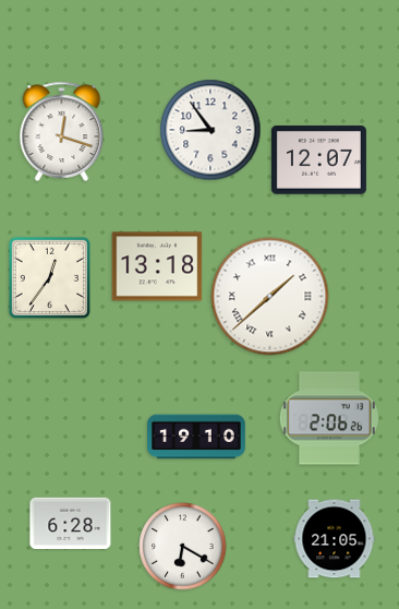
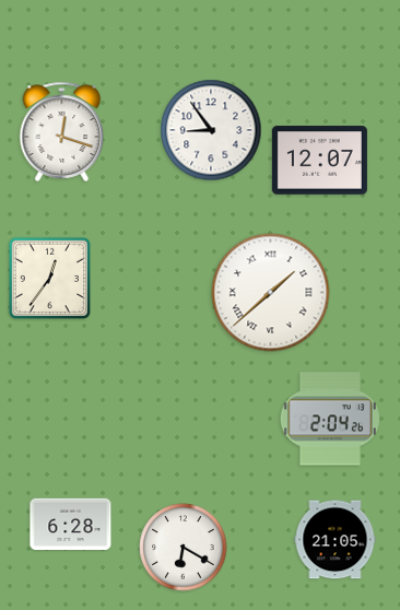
clock at (157, 266): 13:18 -> none
clock at (270, 297) position: (270, 297) -> (271, 293)
clock at (329, 418): 2:06 -> 2:04
clock at (196, 437): 19:10 -> none
